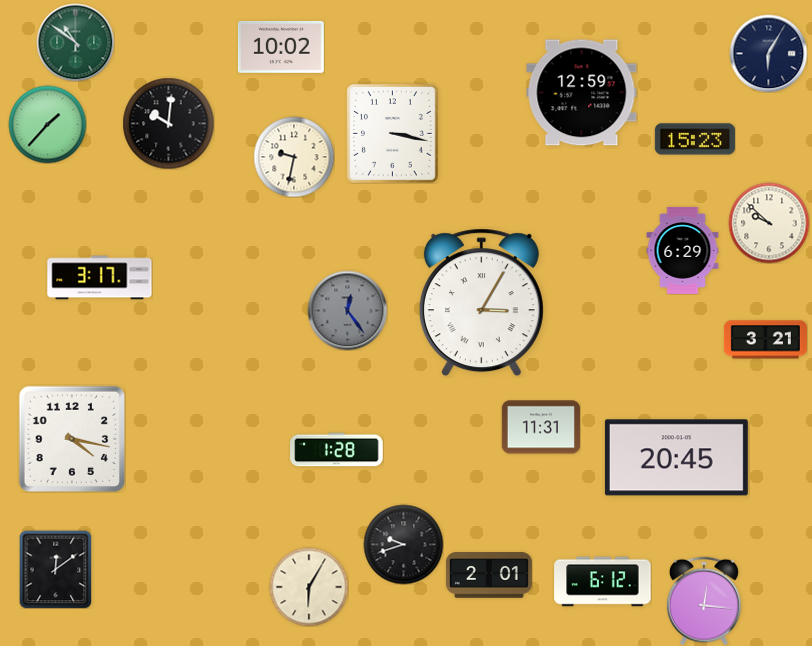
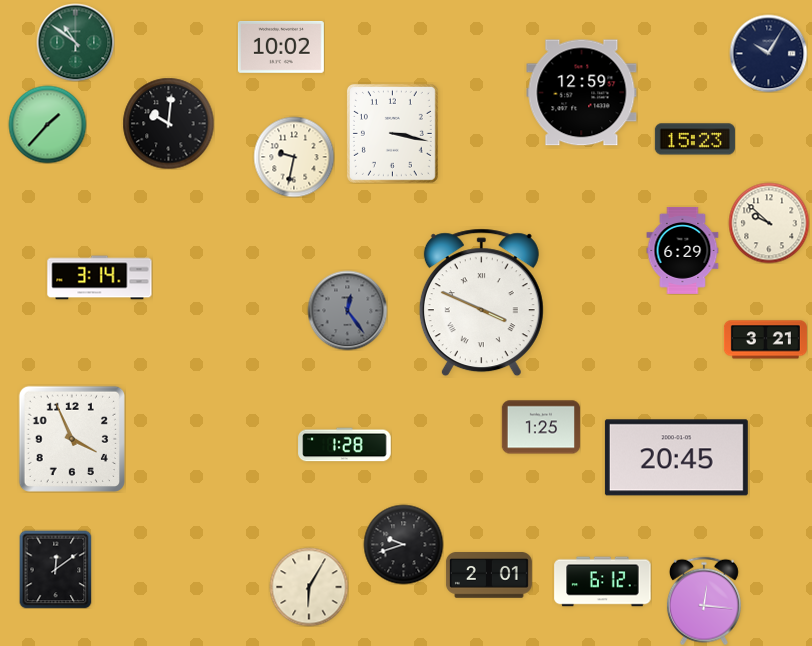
clock at (768, 53): 6:05 -> 10:05
clock at (100, 278): 3:17 -> 3:14
clock at (481, 303): 3:05 -> 3:49
clock at (541, 427): 11:31 -> 1:25
clock at (72, 439): 4:17 -> 3:56
clock at (337, 450) position: (337, 450) -> (345, 445)
